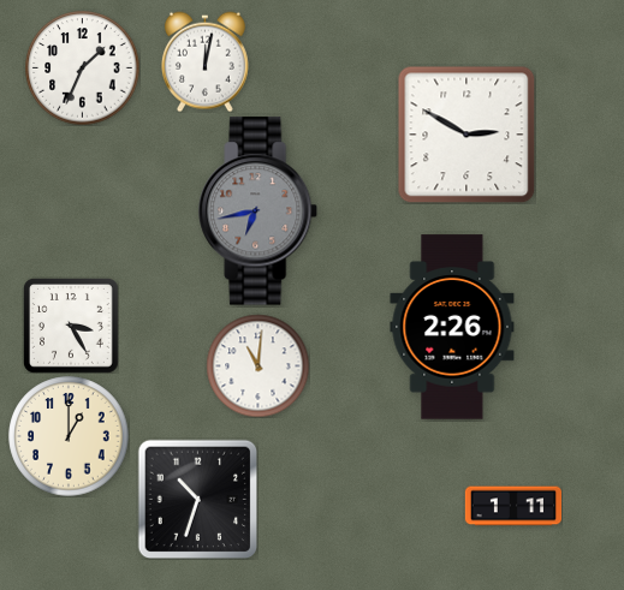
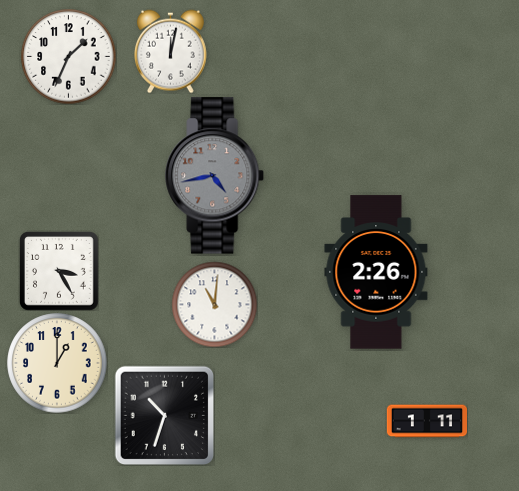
clock at (466, 135): 2:50 -> none
clock at (258, 211): 6:43 -> 4:43
